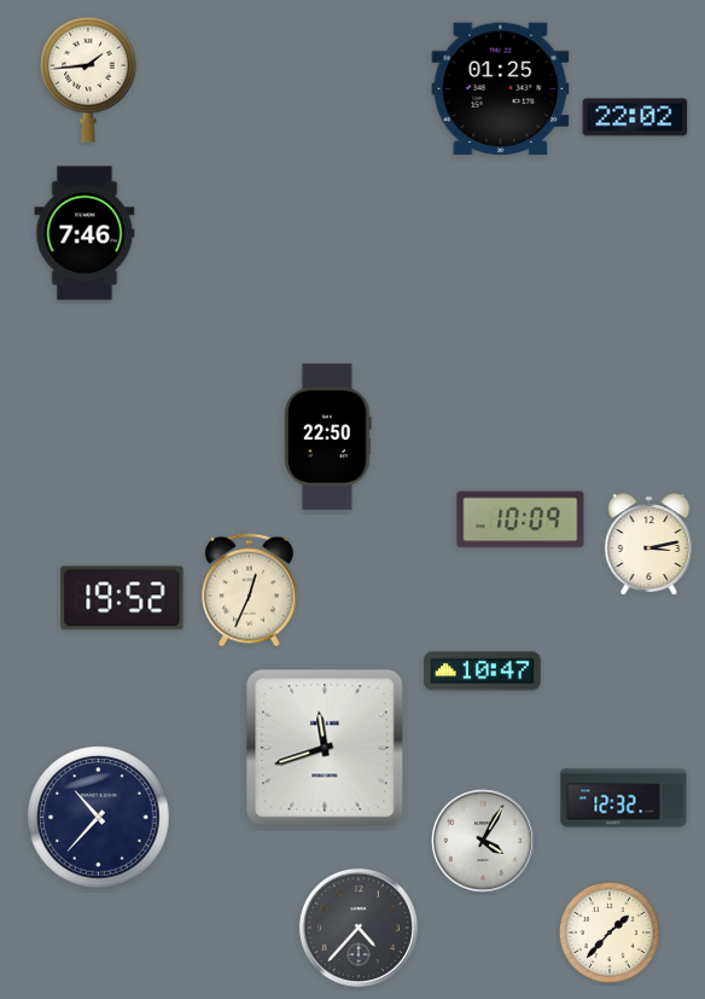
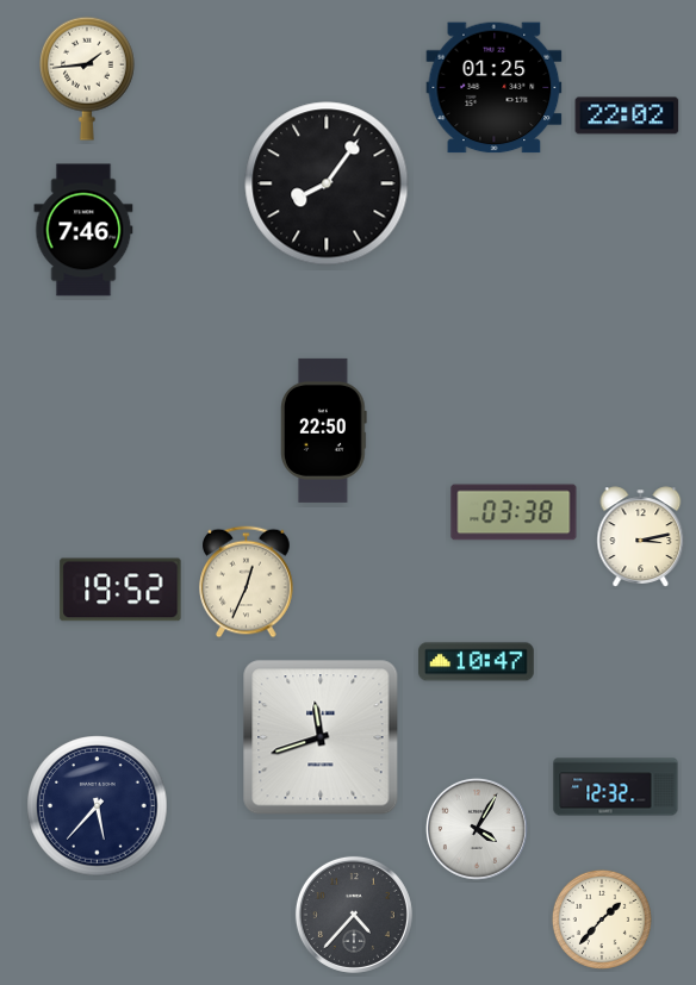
clock at (327, 183): none -> 8:06
clock at (520, 519): 10:09 -> 03:38
clock at (99, 818): 10:37 -> 5:37
